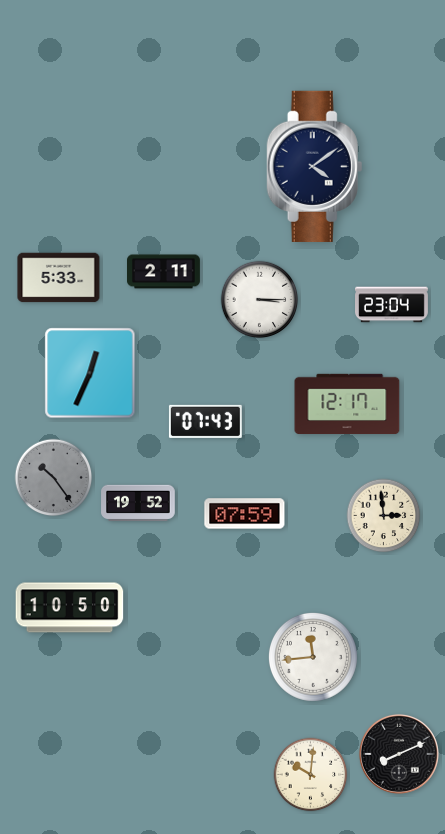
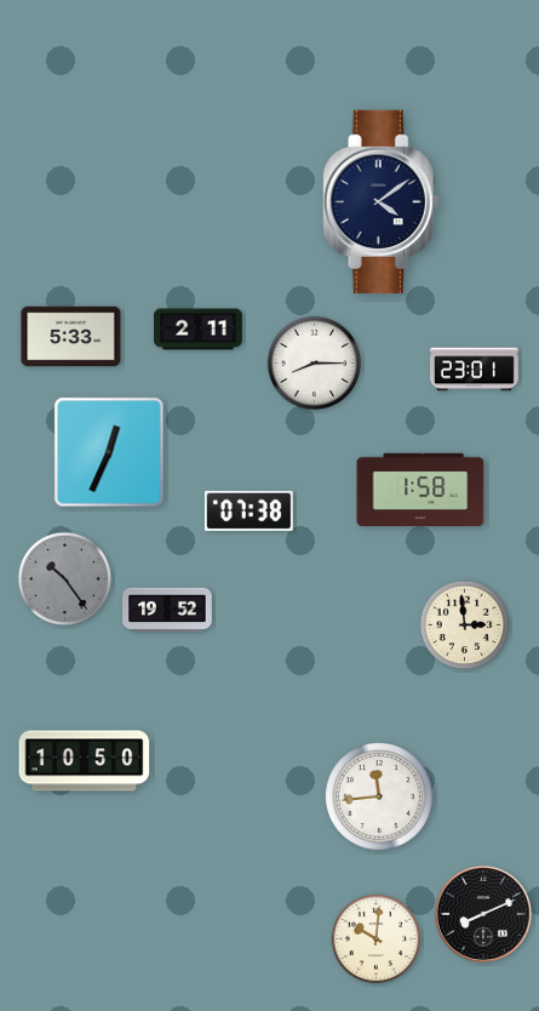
clock at (260, 300): 3:15 -> 8:15
clock at (392, 305): 23:04 -> 23:01
clock at (347, 404): 12:17 -> 1:58
clock at (205, 421): 07:43 -> 07:38
clock at (245, 514): 07:59 -> none
clock at (70, 608) position: (70, 608) -> (85, 761)
